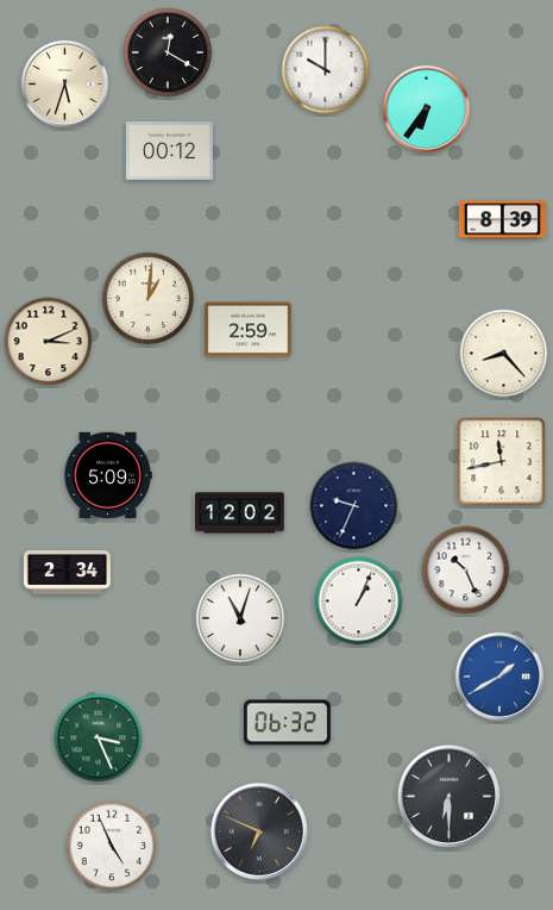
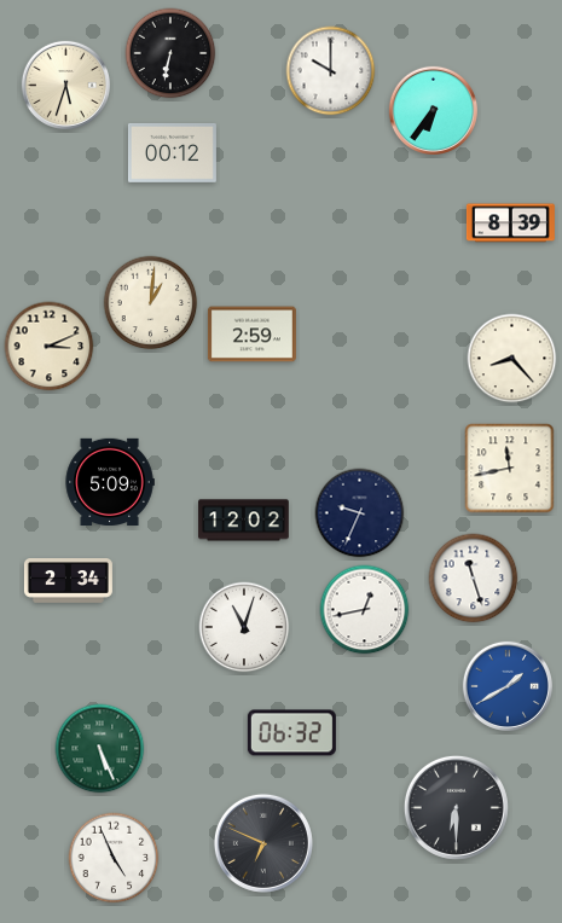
clock at (168, 52): 12:20 -> 6:32
clock at (466, 571): 10:26 -> 11:27
clock at (359, 602): 1:04 -> 12:43
clock at (99, 738): 3:26 -> 5:26
